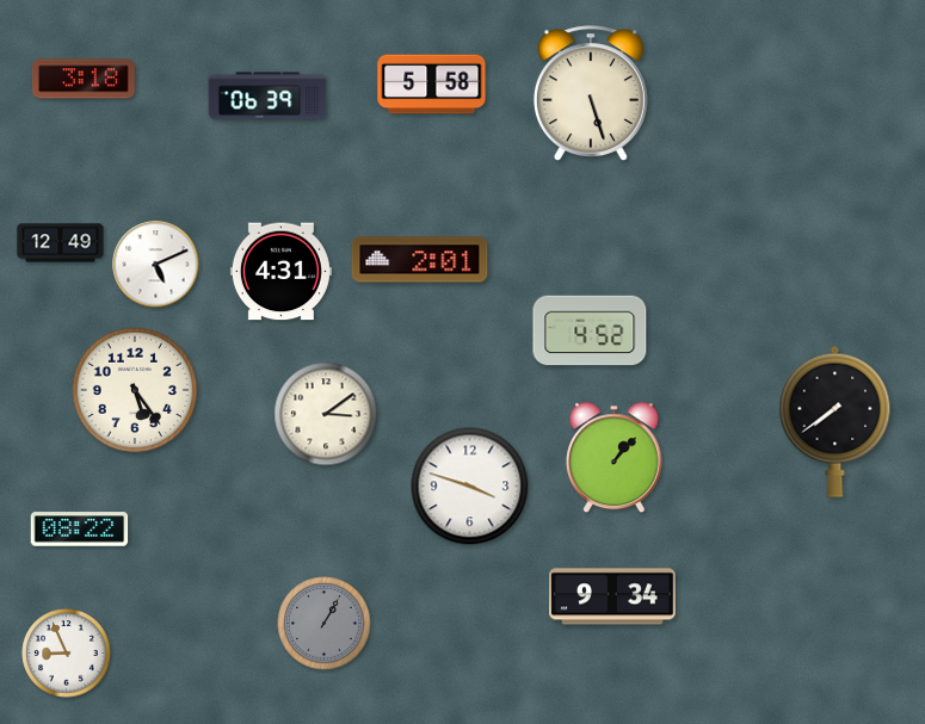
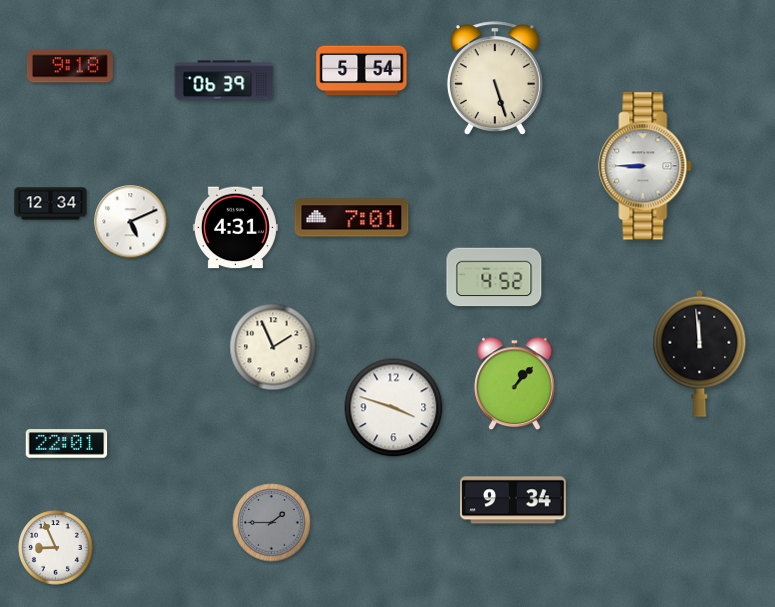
clock at (84, 79): 3:18 -> 9:18
clock at (432, 85): 5:58 -> 5:54
clock at (645, 166): none -> 8:45
clock at (61, 243): 12:49 -> 12:34
clock at (420, 260): 2:01 -> 7:01
clock at (135, 390): 5:24 -> none
clock at (326, 414): 3:09 -> 1:56
clock at (835, 421): 7:39 -> 11:59
clock at (80, 530): 08:22 -> 22:01
clock at (325, 624): 1:05 -> 1:45
